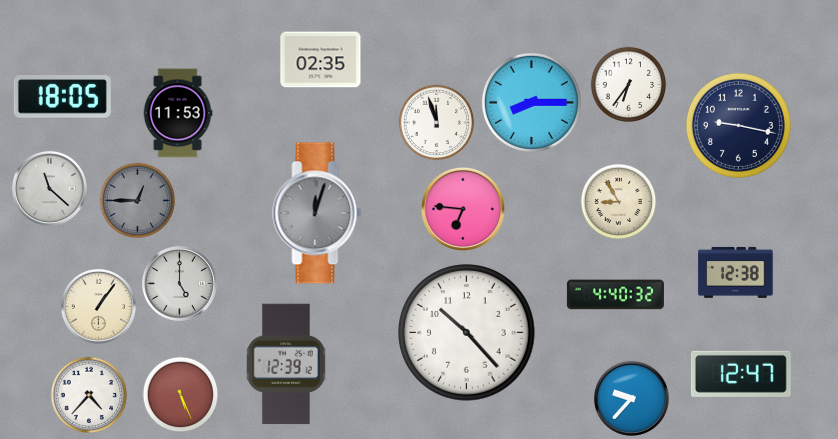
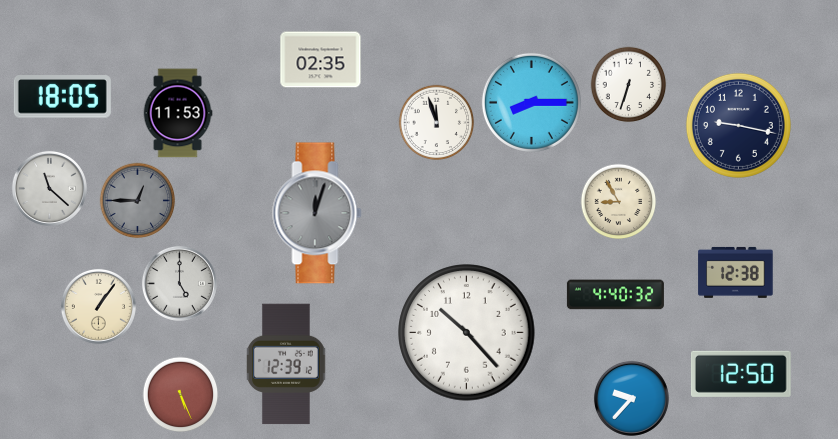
clock at (629, 85): 6:36 -> 6:33
clock at (463, 209): 6:46 -> none
clock at (741, 374): 12:47 -> 12:50
clock at (89, 395): 4:37 -> none
